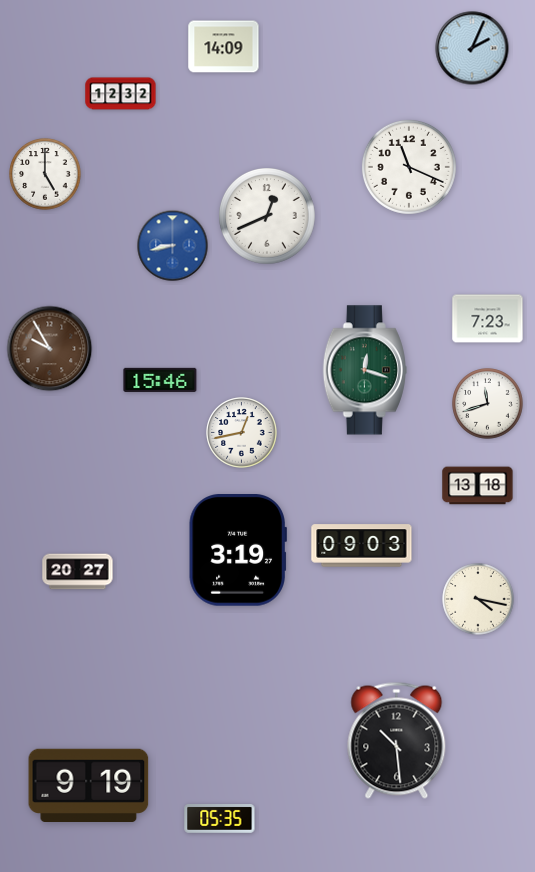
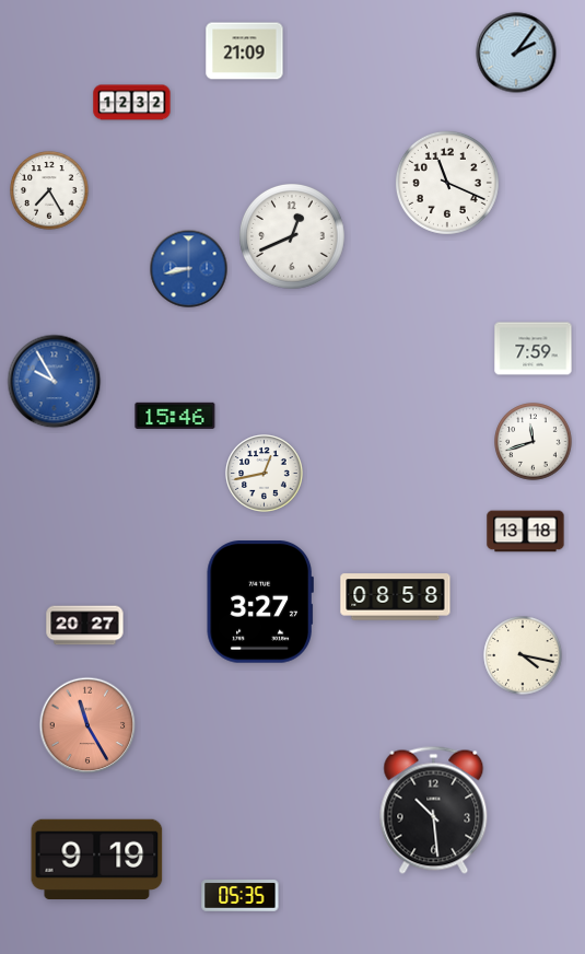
clock at (224, 47): 14:09 -> 21:09
clock at (472, 48): 2:04 -> 2:06
clock at (45, 174): 5:00 -> 7:25
clock at (488, 319): 7:23 -> 7:59
clock at (50, 349) dial: brown -> blue
clock at (365, 370): 12:18 -> none
clock at (478, 486) position: (478, 486) -> (526, 532)
clock at (362, 546): 09:03 -> 08:58
clock at (238, 551): 3:19 -> 3:27
clock at (87, 725): none -> 11:25
